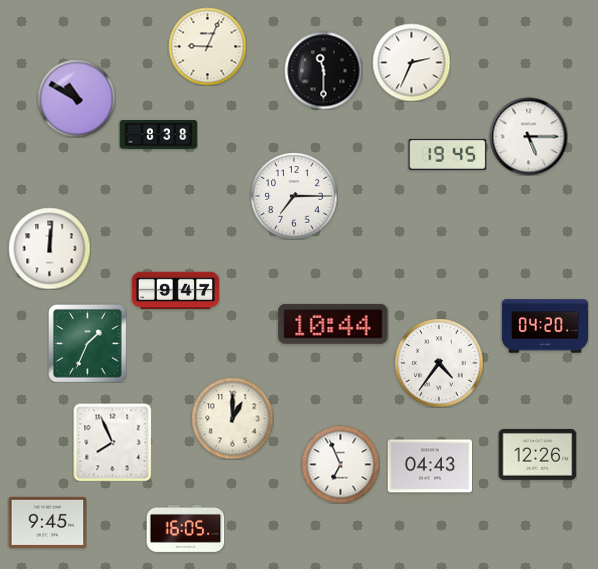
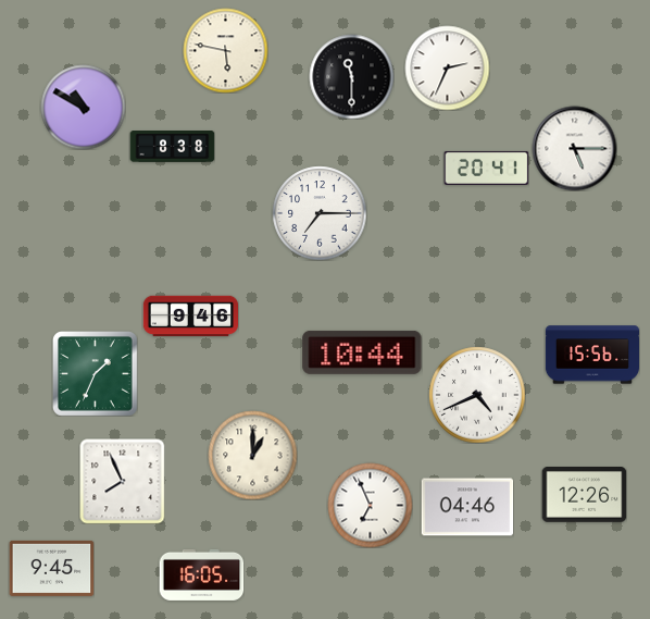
clock at (207, 46): 9:04 -> 5:47
clock at (447, 154): 19:45 -> 20:41
clock at (49, 248): 12:01 -> none
clock at (175, 291): 9:47 -> 9:46
clock at (544, 326): 04:20 -> 15:56
clock at (439, 363): 4:36 -> 4:41
clock at (430, 466): 04:43 -> 04:46
